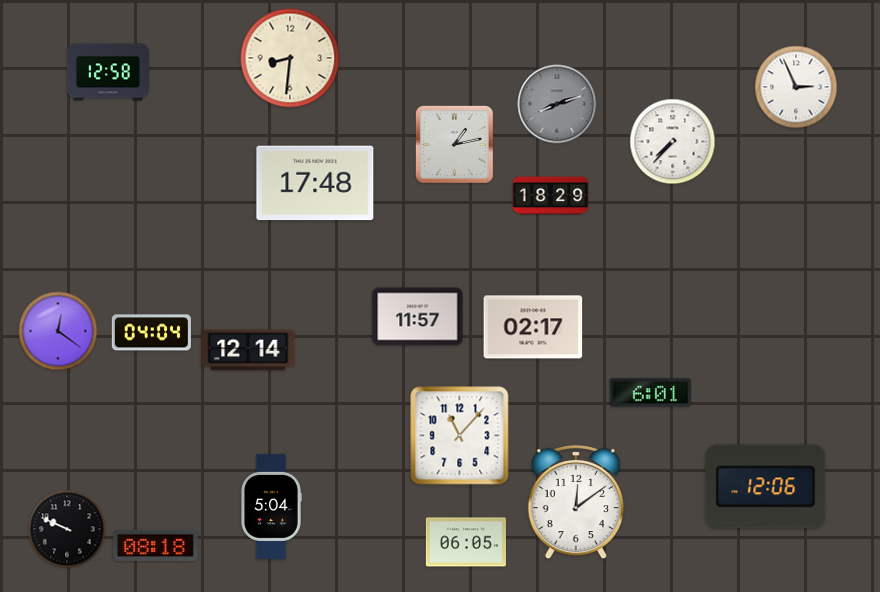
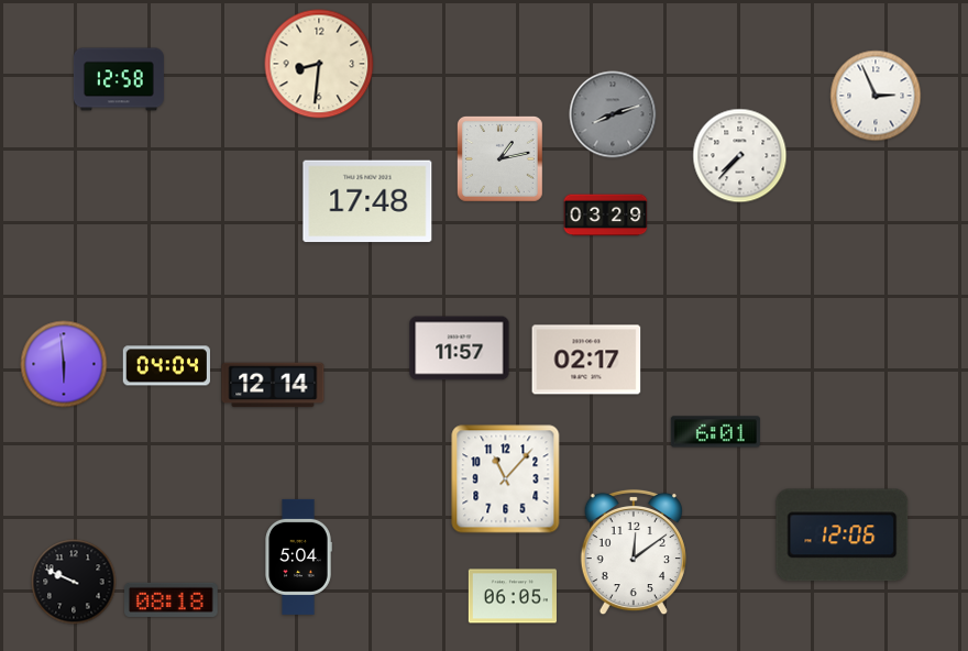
clock at (315, 183) position: (315, 183) -> (367, 201)
clock at (551, 196): 18:29 -> 03:29
clock at (58, 331): 12:21 -> 5:59
